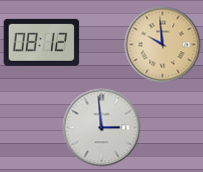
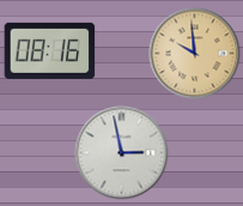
clock at (42, 42): 08:12 -> 08:16
clock at (102, 128): 2:59 -> 2:58
